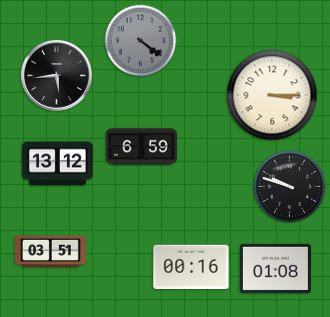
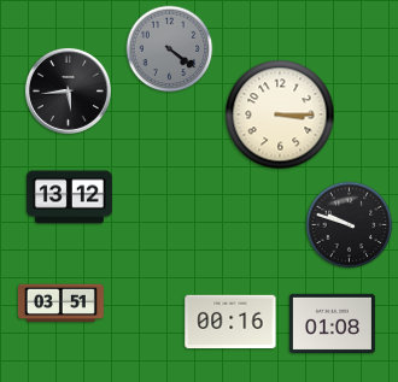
clock at (272, 95) position: (272, 95) -> (280, 114)
clock at (141, 147): 6:59 -> none
